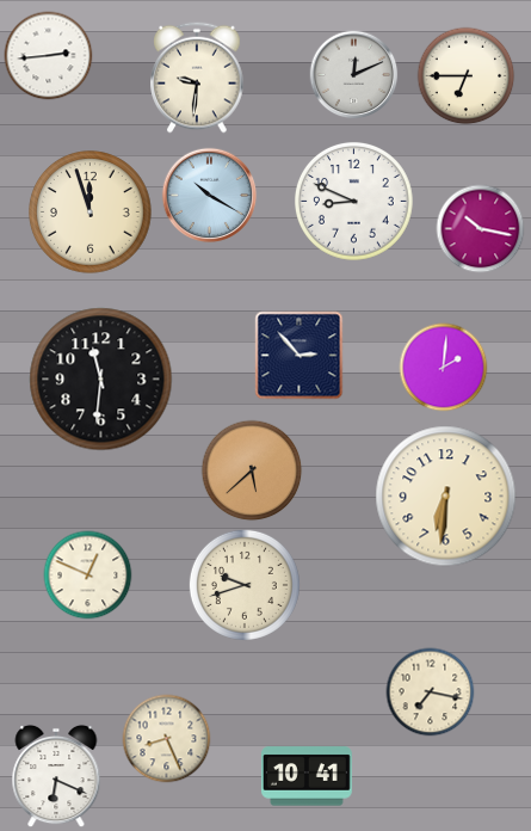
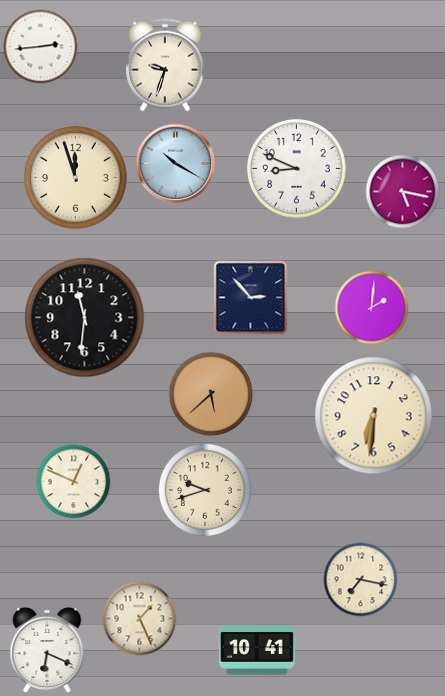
clock at (354, 75): 12:11 -> none
clock at (467, 76): 6:45 -> none
clock at (197, 78): 9:31 -> 9:33
clock at (481, 229): 10:17 -> 5:17
clock at (167, 739): 8:26 -> 1:26
